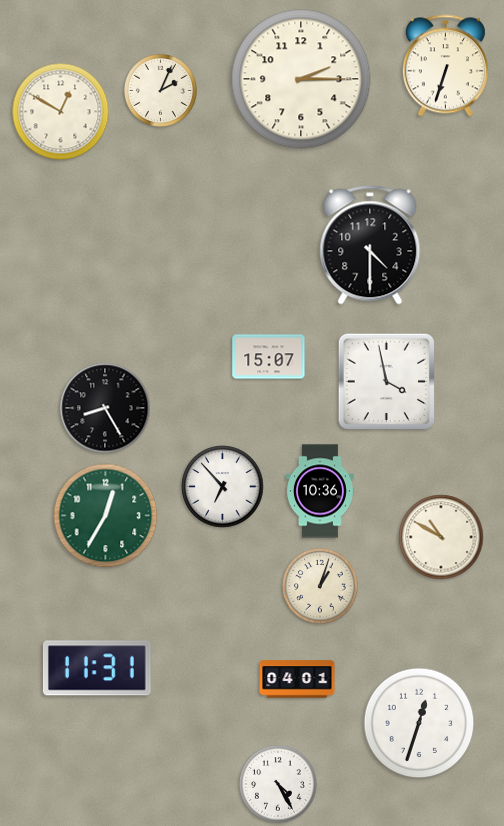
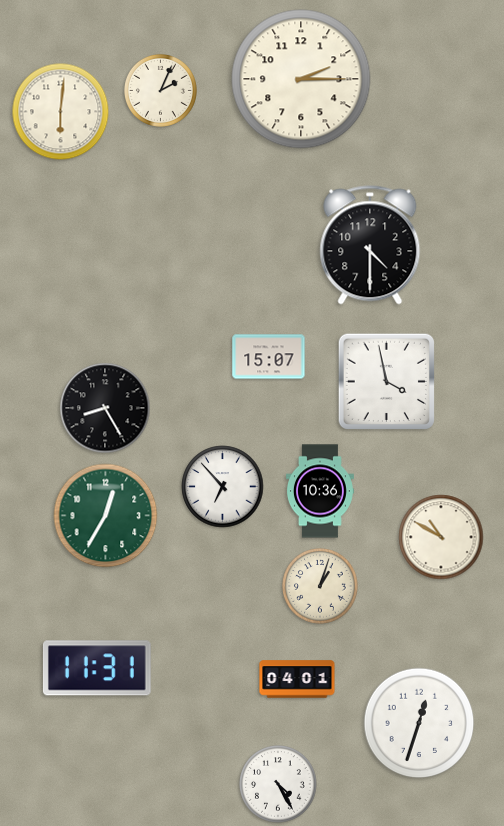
clock at (445, 66): 6:33 -> none
clock at (61, 112): 12:50 -> 6:01
